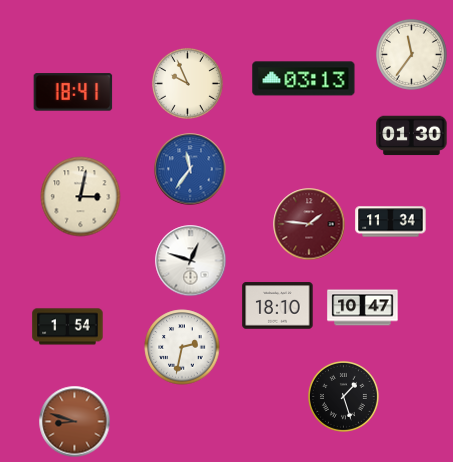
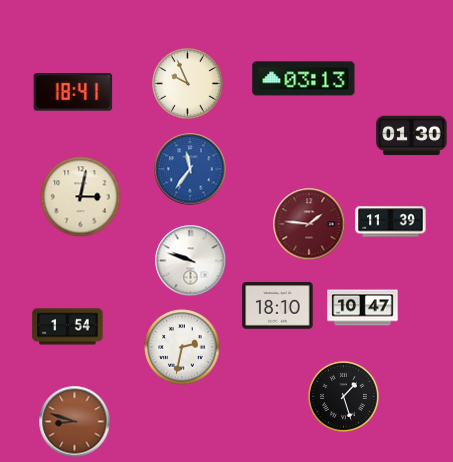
clock at (411, 54): 11:36 -> none
clock at (391, 222): 11:34 -> 11:39
clock at (191, 261): 12:48 -> 9:48
